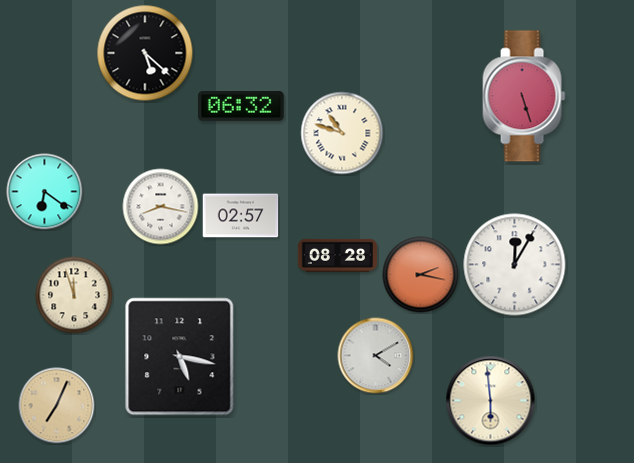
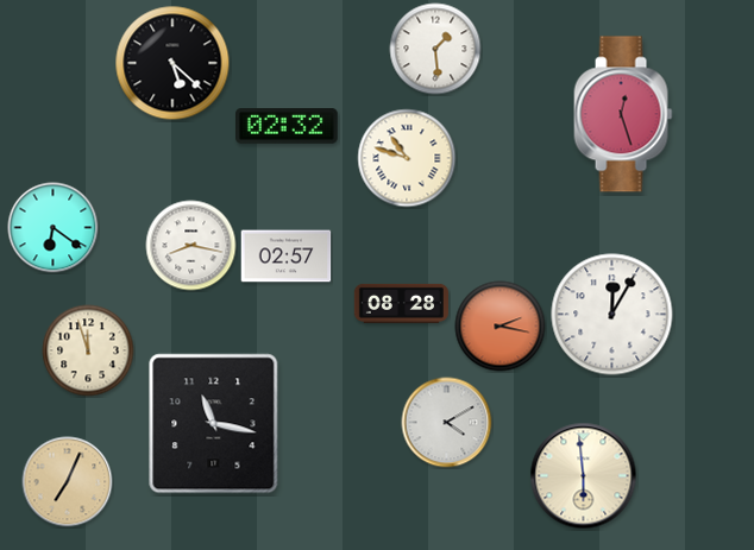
clock at (435, 49): none -> 1:29
clock at (524, 96): 5:27 -> 12:27
clock at (242, 107): 06:32 -> 02:32
clock at (180, 357): 5:17 -> 11:17
